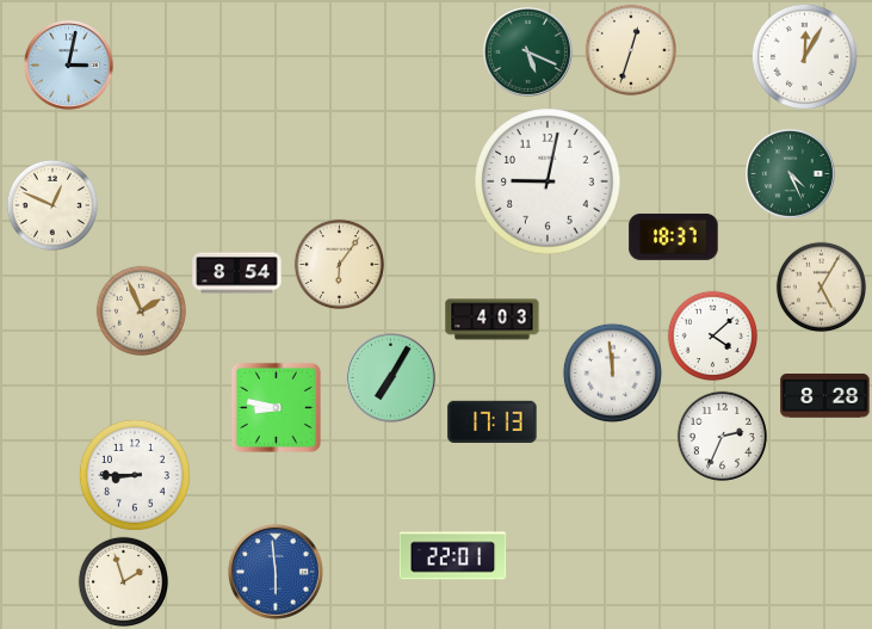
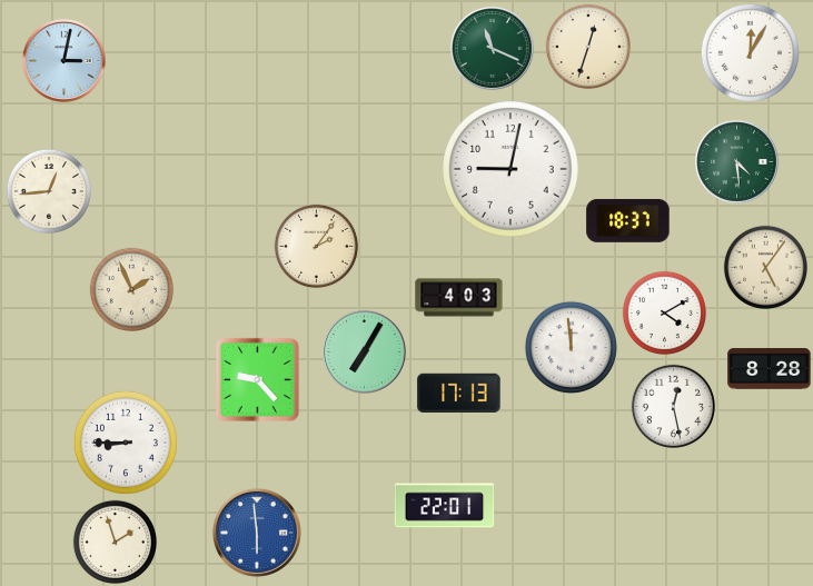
clock at (528, 53): 5:19 -> 11:19
clock at (791, 174): 4:26 -> 4:29
clock at (51, 204): 12:49 -> 12:44
clock at (339, 264): 6:06 -> 2:06
clock at (237, 273): 8:54 -> none
clock at (821, 286): 5:05 -> 5:06
clock at (712, 335): 4:08 -> 4:10
clock at (276, 407): 8:47 -> 9:23
clock at (722, 436): 2:34 -> 12:28
clock at (453, 556) position: (453, 556) -> (445, 506)
